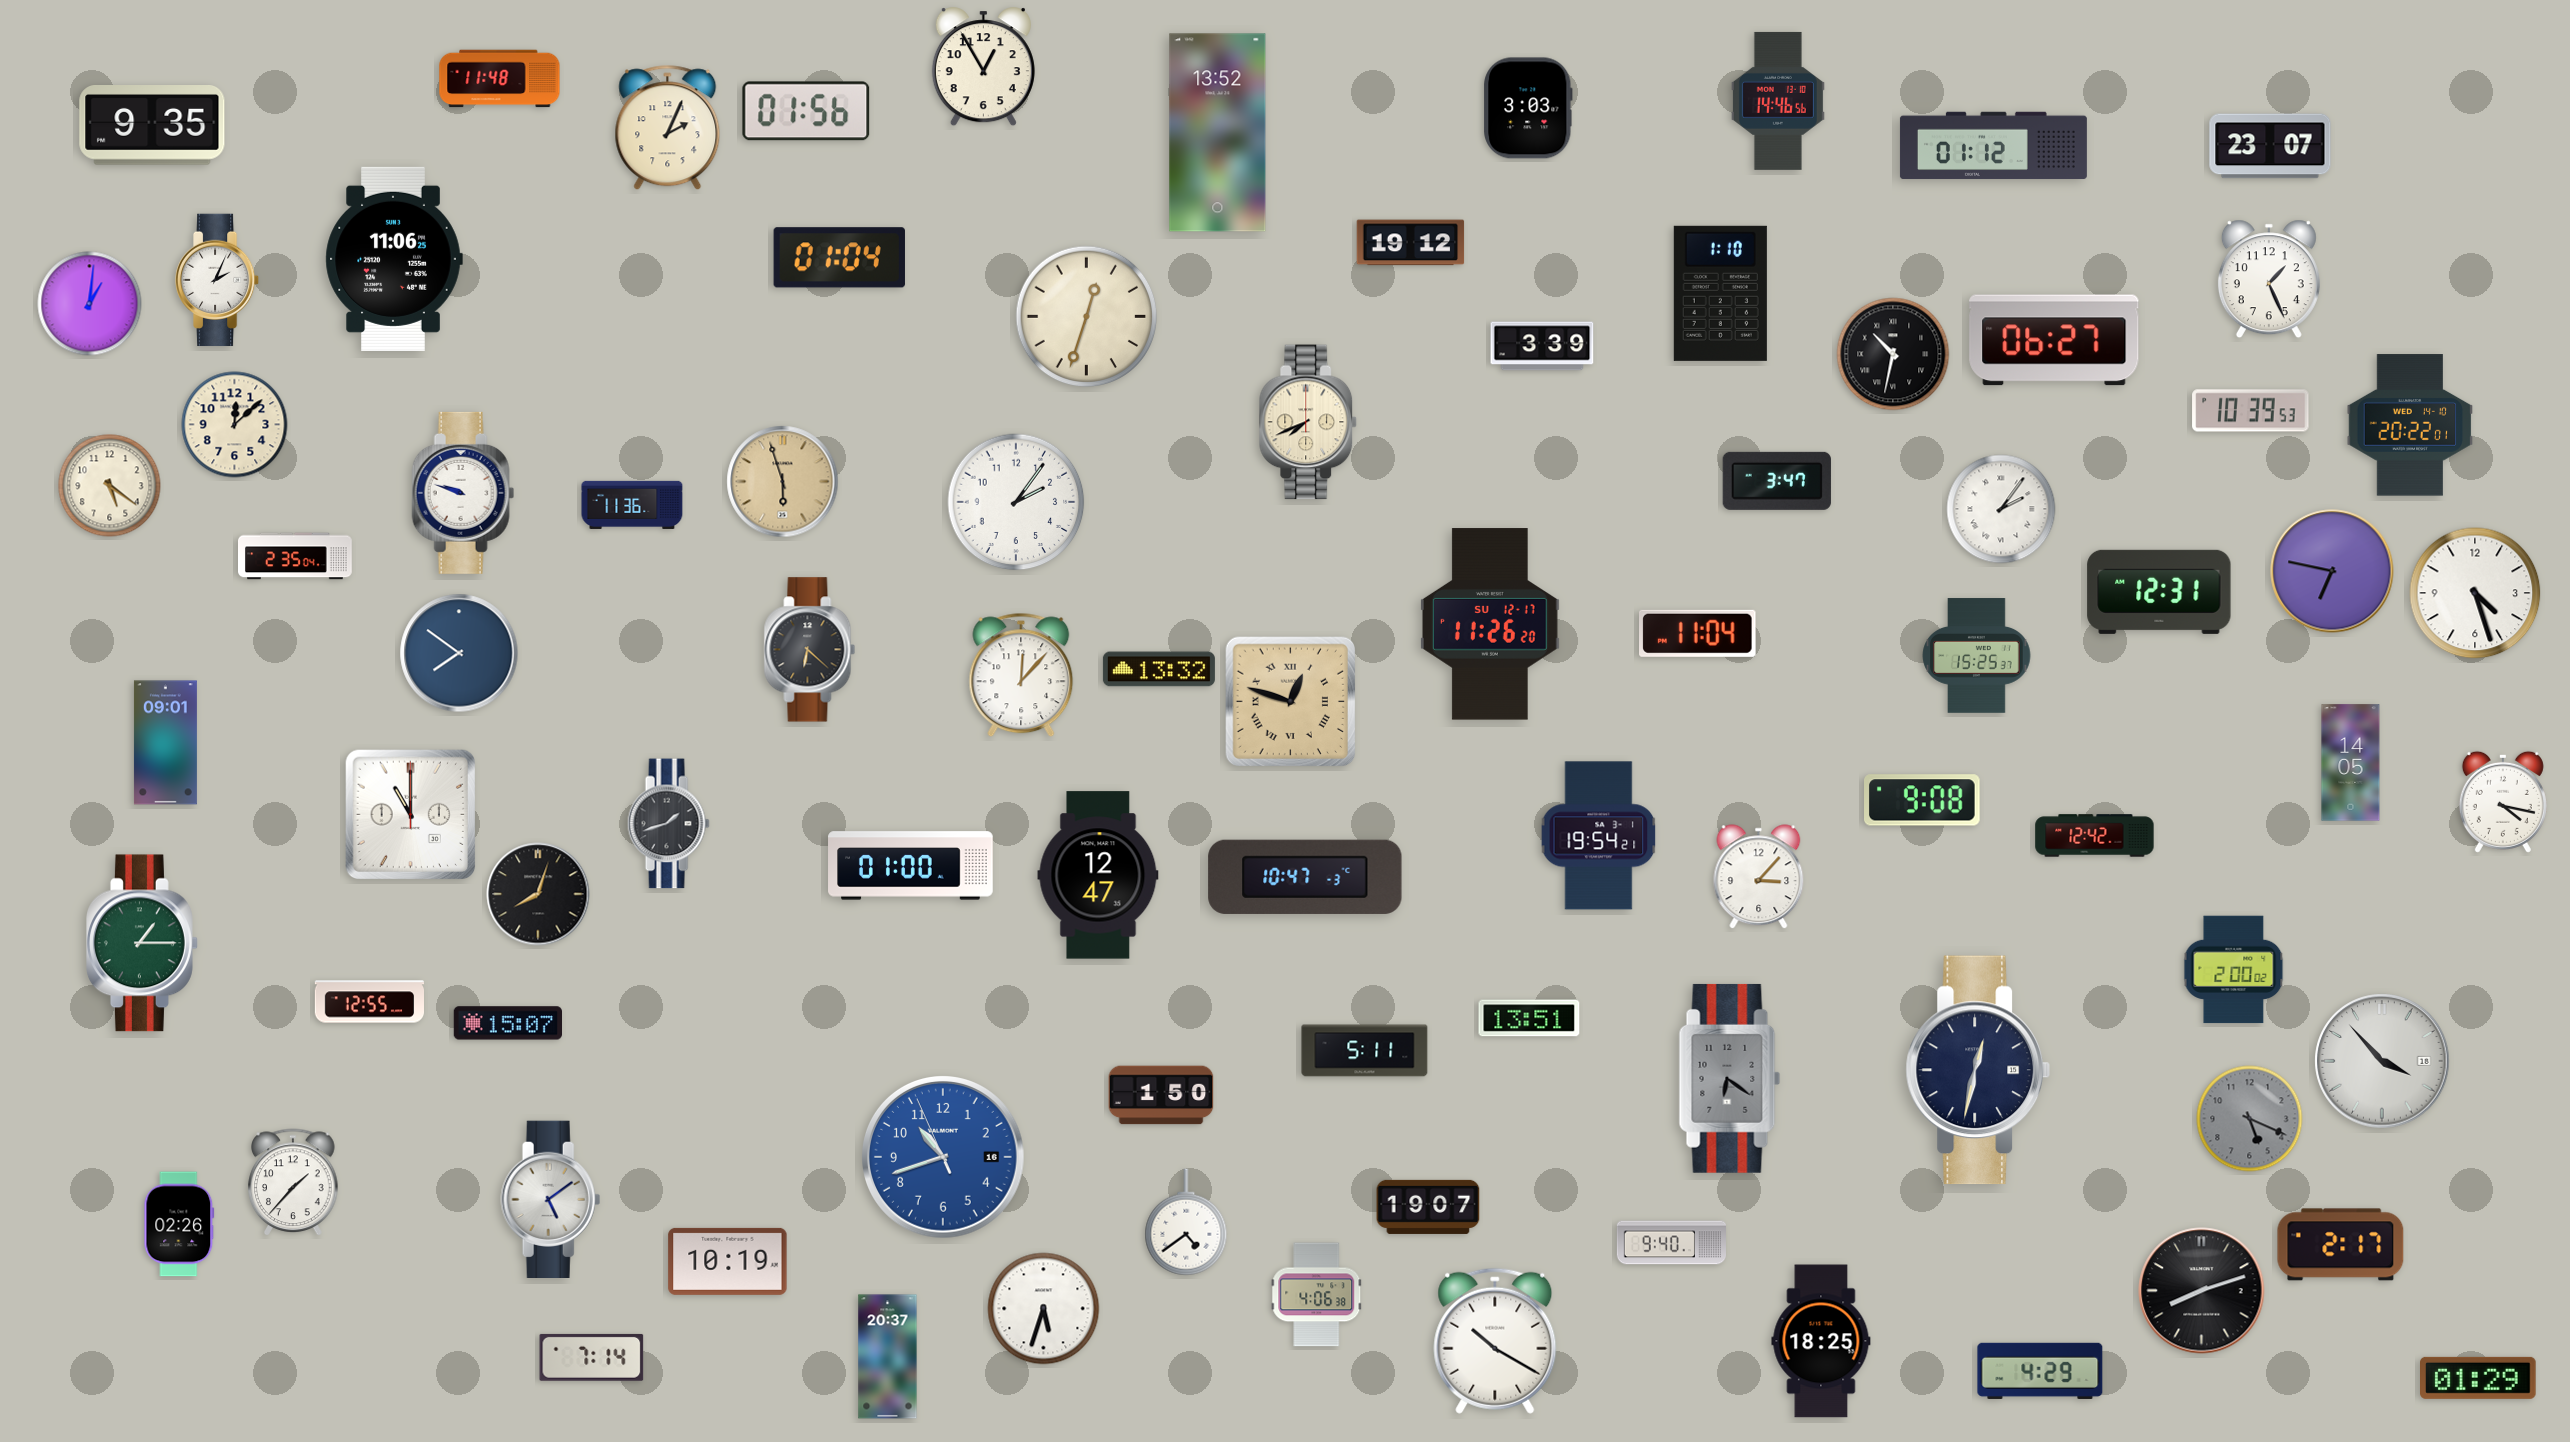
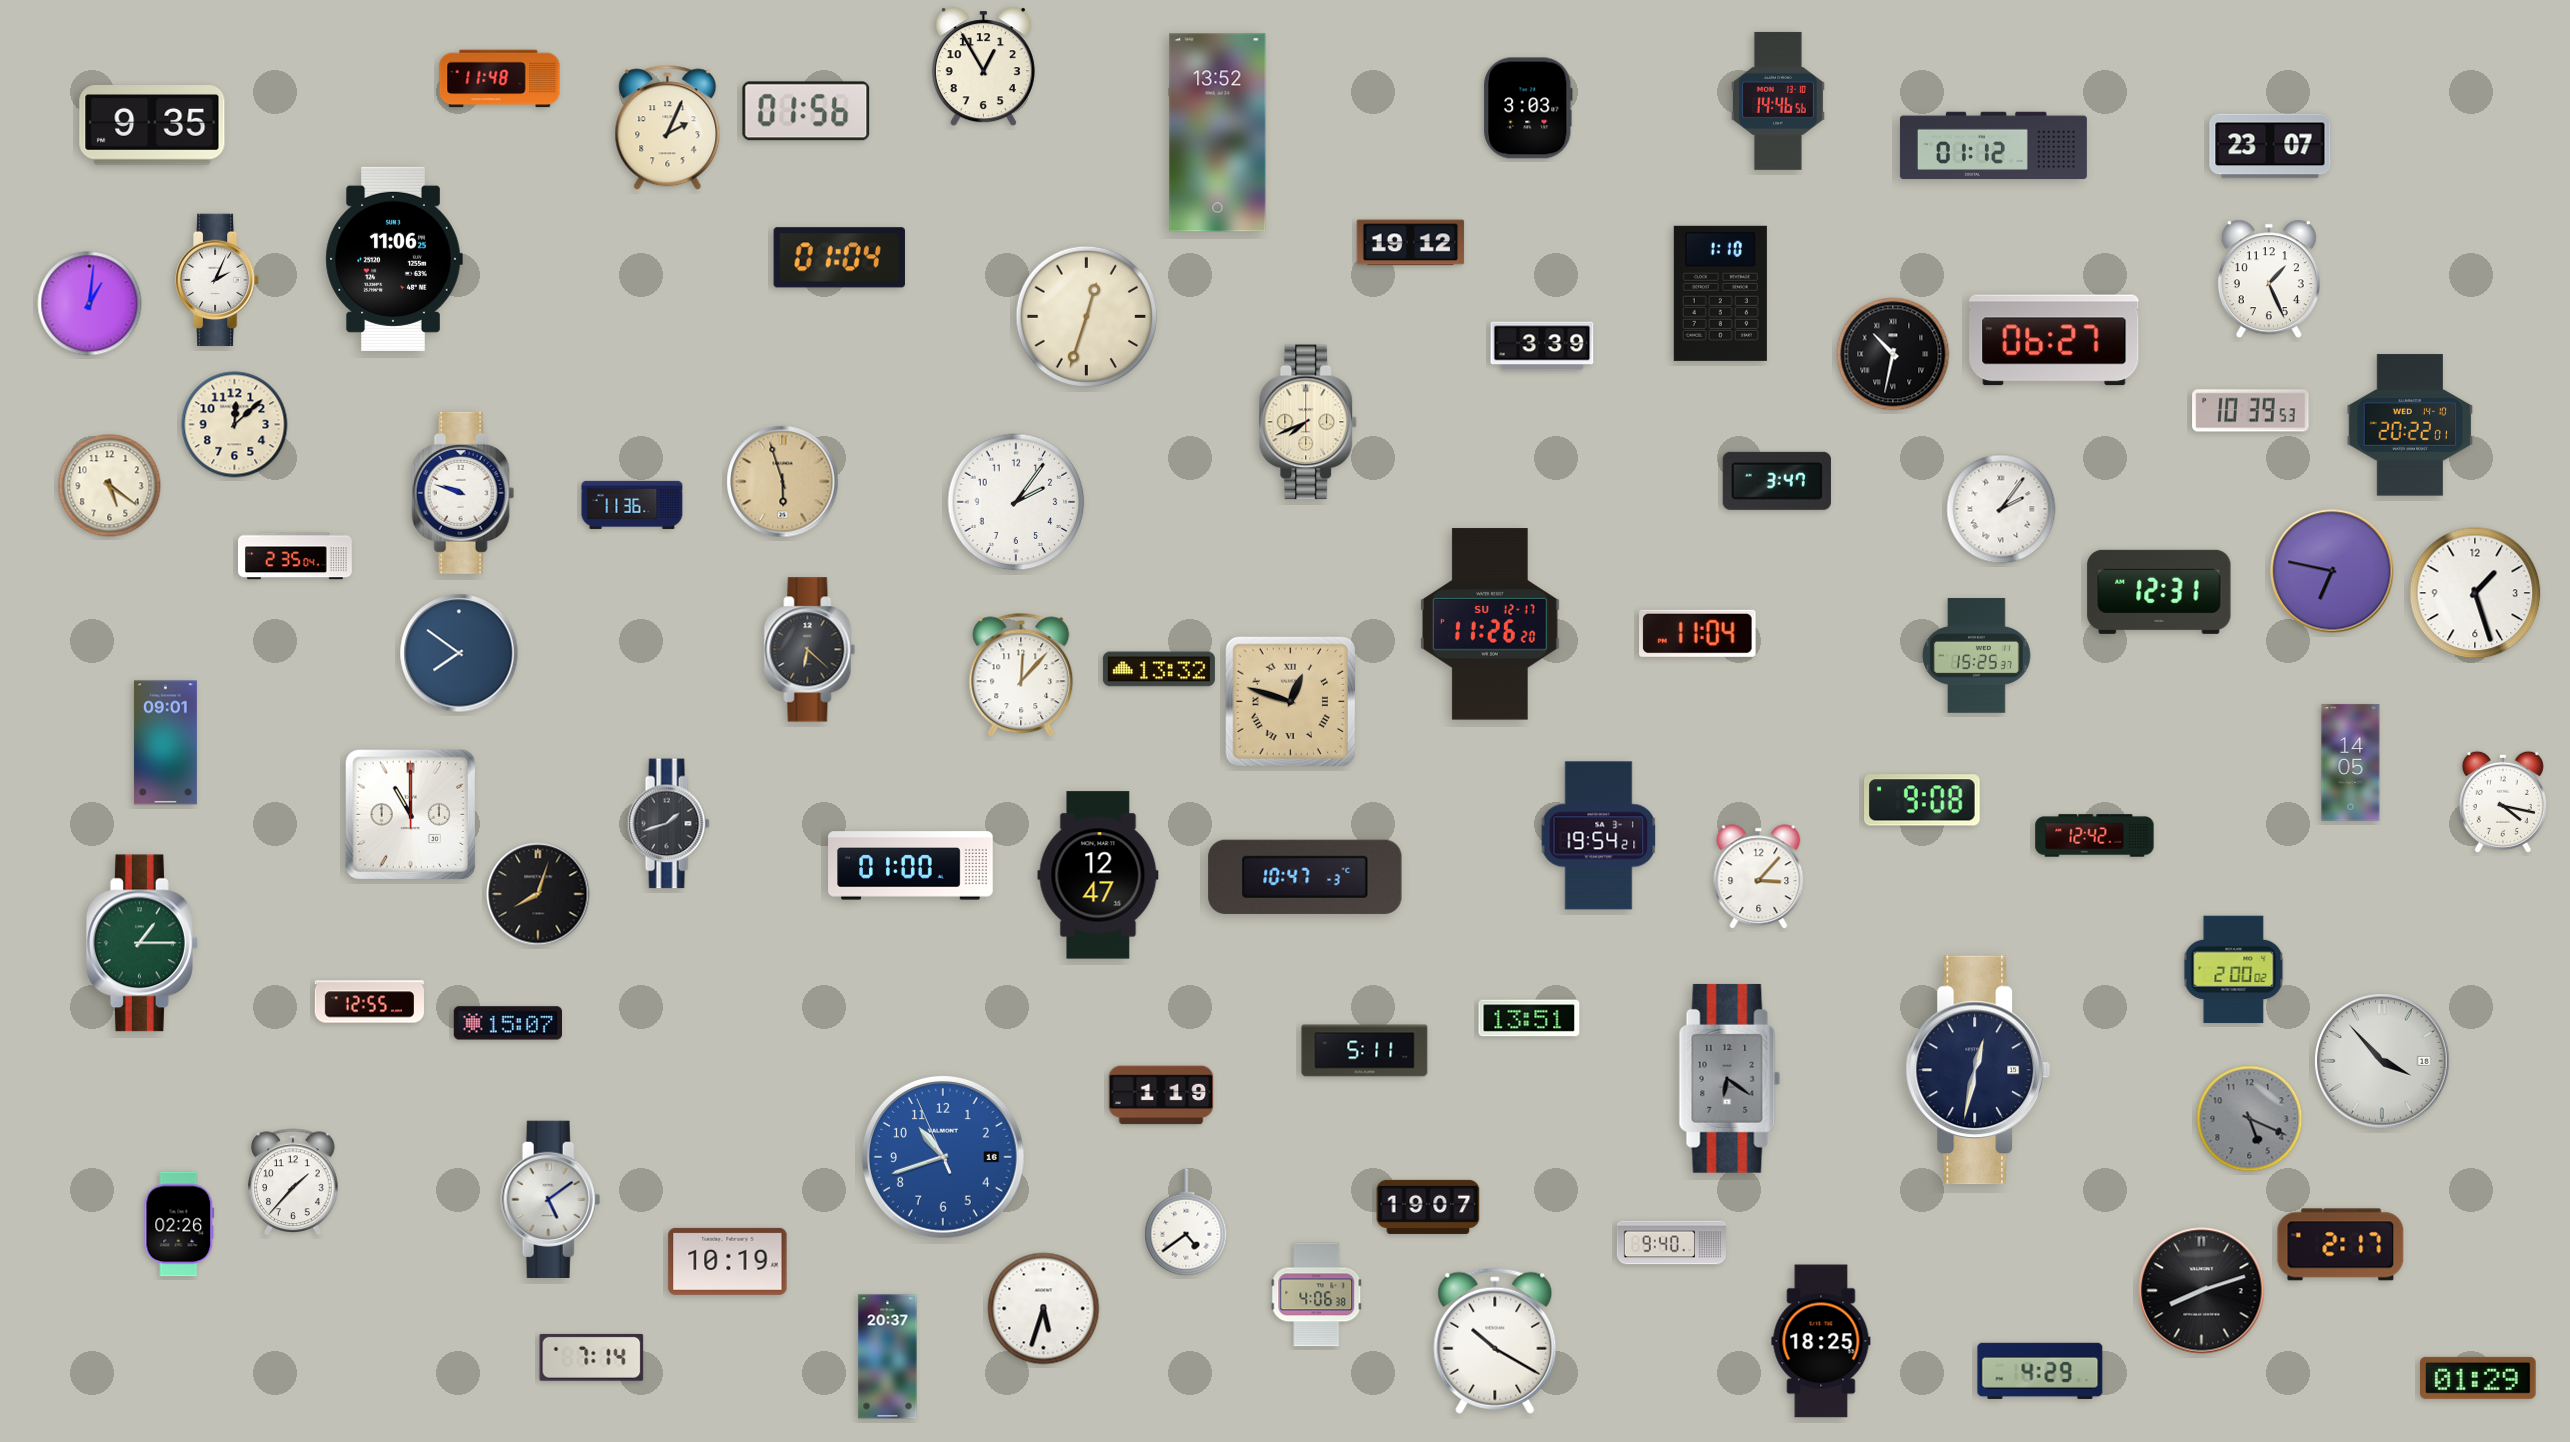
clock at (2475, 593): 4:27 -> 1:27
clock at (1161, 1095): 1:50 -> 1:19
